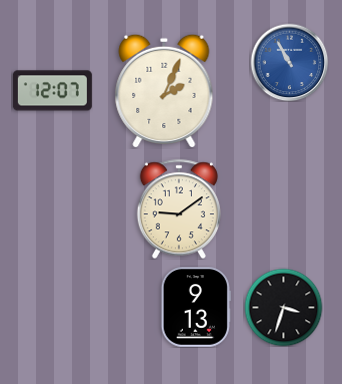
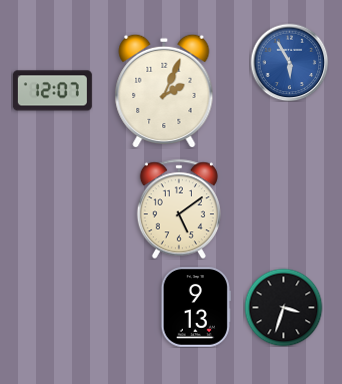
clock at (289, 62): 10:55 -> 5:55
clock at (179, 209): 9:09 -> 5:09
